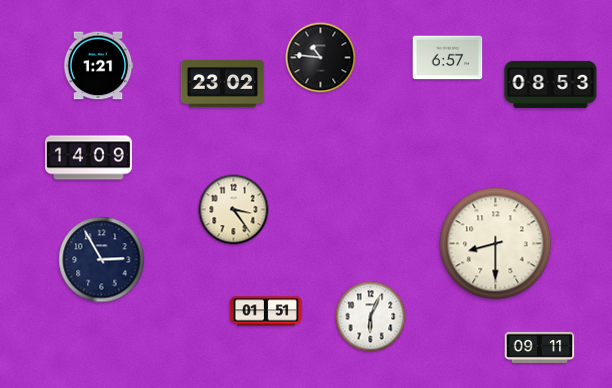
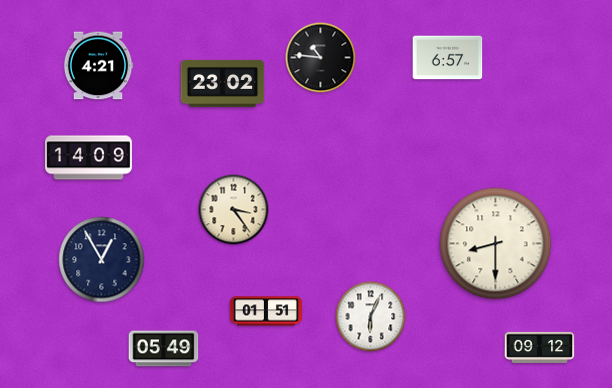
clock at (98, 66): 1:21 -> 4:21
clock at (551, 84): 08:53 -> none
clock at (102, 260): 2:55 -> 12:55
clock at (540, 347): 09:11 -> 09:12
clock at (164, 349): none -> 05:49
